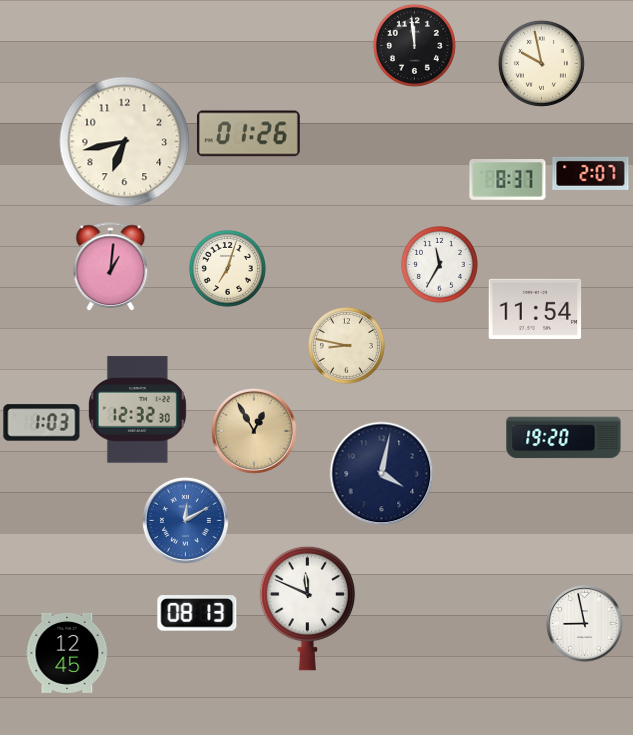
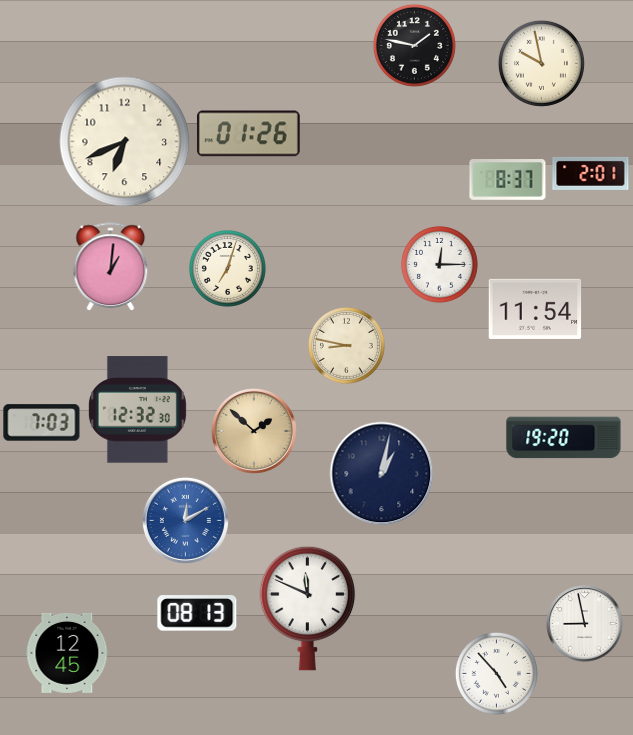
clock at (414, 45): 11:59 -> 1:47
clock at (125, 142): 6:43 -> 6:41
clock at (591, 173): 2:07 -> 2:01
clock at (439, 264): 11:35 -> 12:15
clock at (42, 423): 1:03 -> 7:03
clock at (254, 431): 12:55 -> 1:52
clock at (382, 474): 4:02 -> 1:02
clock at (496, 673): none -> 4:53
